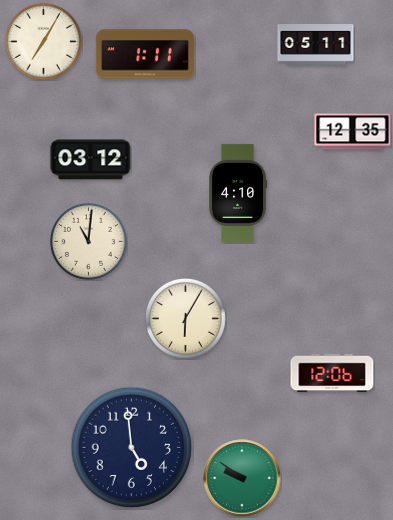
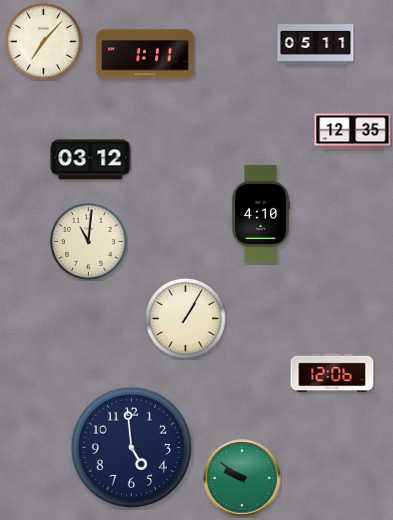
clock at (43, 41): 7:05 -> 7:07
clock at (239, 193) position: (239, 193) -> (262, 214)
clock at (185, 318): 6:05 -> 1:05
